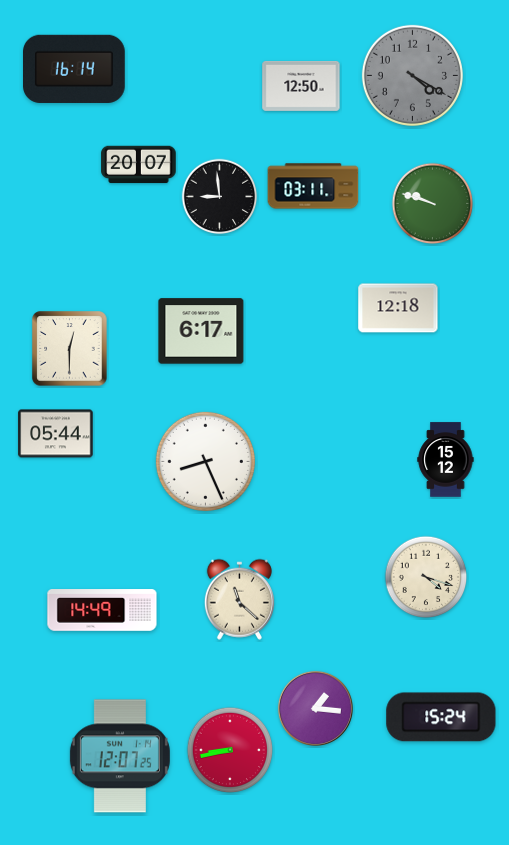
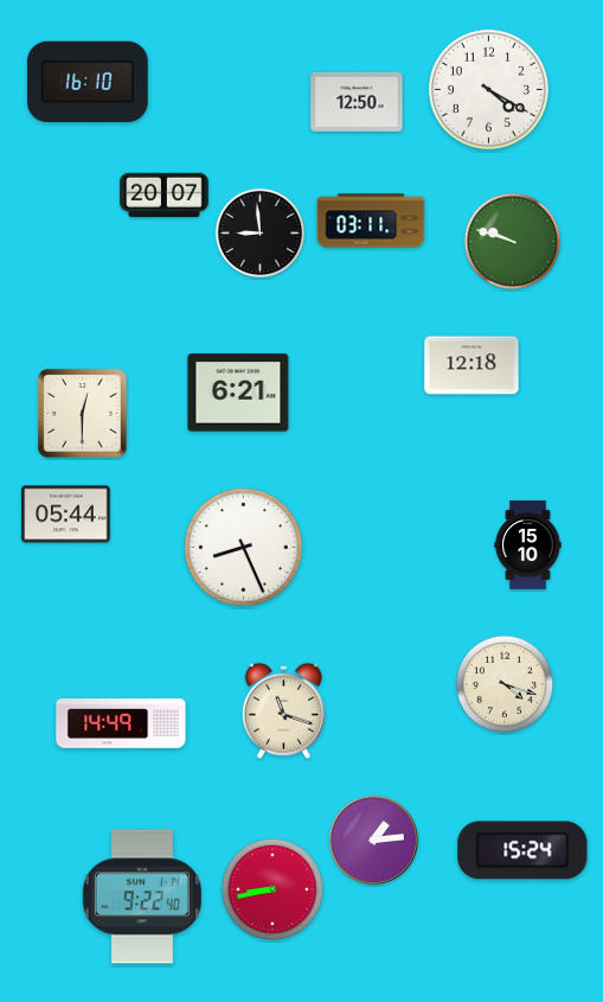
clock at (75, 69): 16:14 -> 16:10
clock at (412, 75) dial: grey -> white
clock at (201, 331): 6:17 -> 6:21
clock at (446, 460): 15:12 -> 15:10
clock at (239, 599): 11:22 -> 11:18
clock at (315, 708): 1:16 -> 1:14
clock at (120, 756): 12:07 -> 9:22
